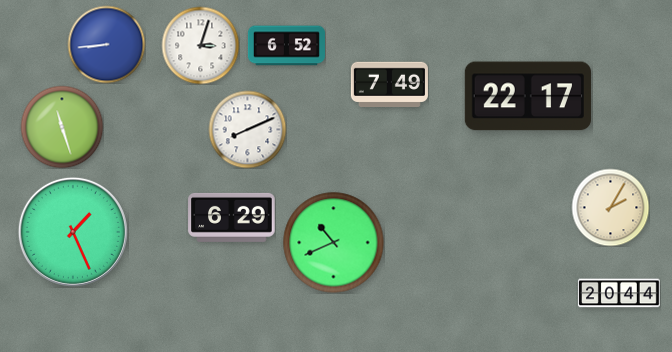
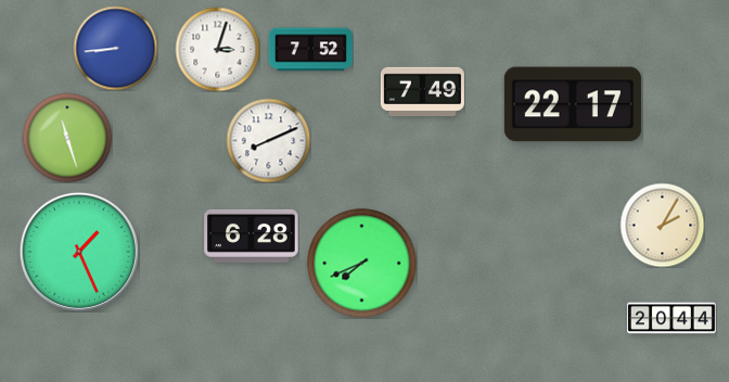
clock at (286, 46): 6:52 -> 7:52
clock at (232, 217): 6:29 -> 6:28
clock at (334, 243): 10:41 -> 7:41
